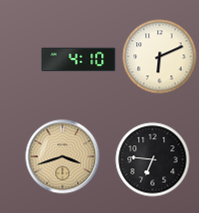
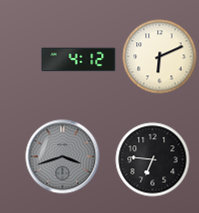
clock at (79, 60): 4:10 -> 4:12
clock at (63, 157) dial: champagne -> grey
